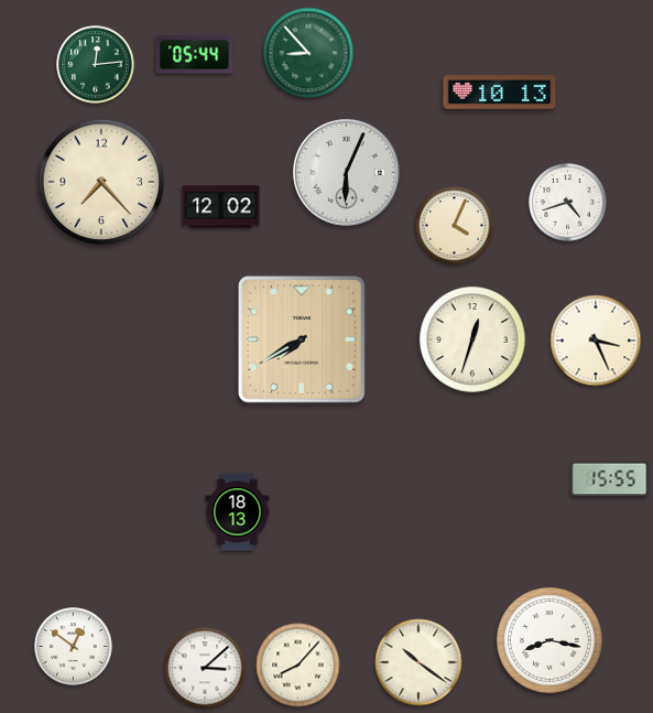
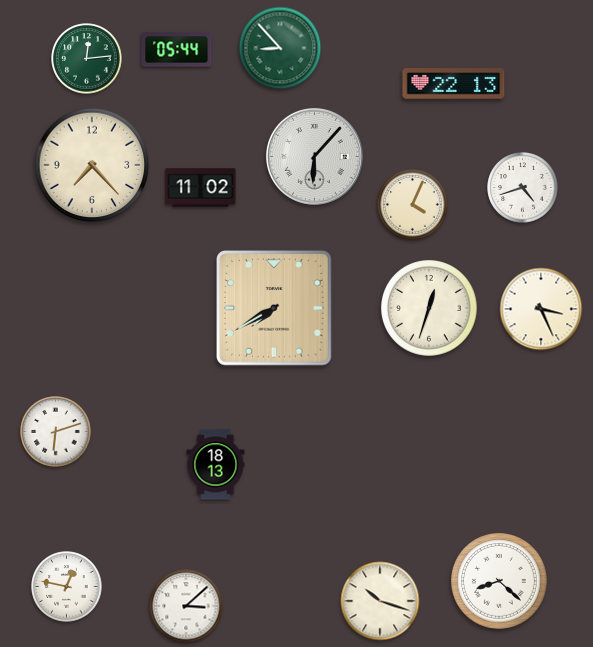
clock at (500, 93): 10:13 -> 22:13
clock at (346, 172): 6:04 -> 6:07
clock at (568, 203) position: (568, 203) -> (523, 188)
clock at (221, 207): 12:02 -> 11:02
clock at (56, 432): none -> 6:12
clock at (610, 479): 15:55 -> none
clock at (549, 640): 8:17 -> 8:22
clock at (74, 647): 12:51 -> 12:47
clock at (418, 662): 10:21 -> 10:18
clock at (298, 666): 8:07 -> none
